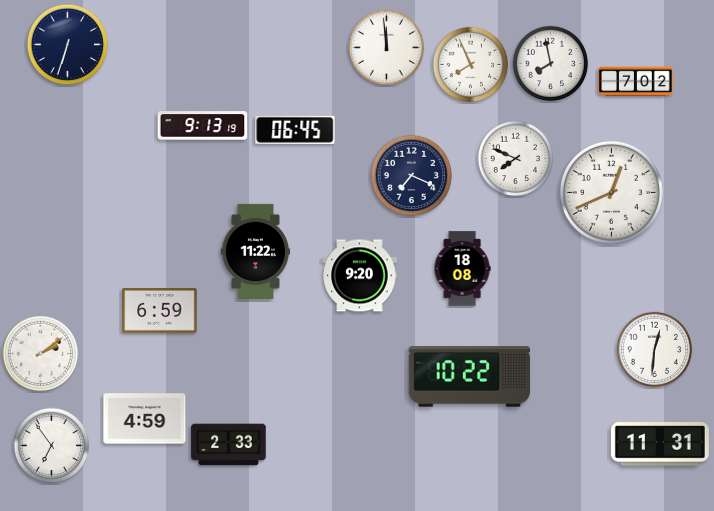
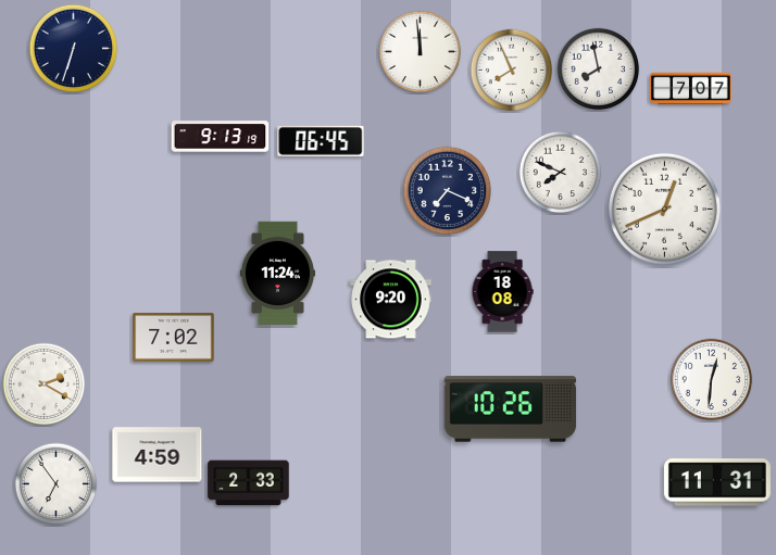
clock at (636, 82): 7:02 -> 7:07
clock at (255, 251): 11:22 -> 11:24
clock at (160, 310): 6:59 -> 7:02
clock at (41, 354): 2:09 -> 2:20
clock at (470, 377): 10:22 -> 10:26
